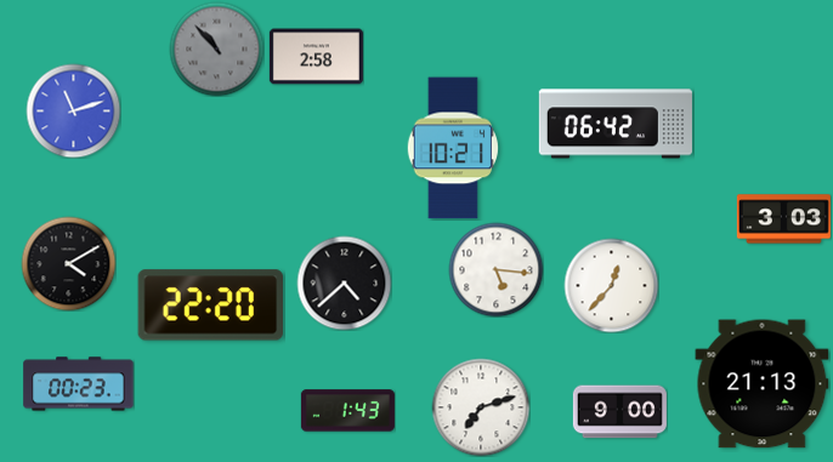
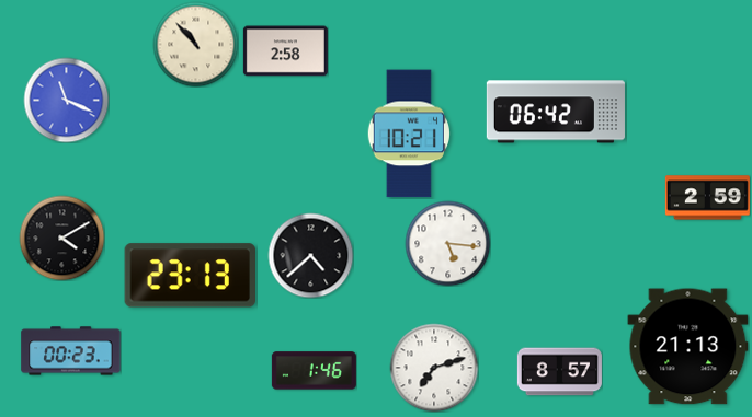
clock at (216, 49) dial: grey -> cream
clock at (73, 110): 11:12 -> 11:19
clock at (783, 219): 3:03 -> 2:59
clock at (611, 285): 12:37 -> none
clock at (211, 306): 22:20 -> 23:13
clock at (79, 384) position: (79, 384) -> (71, 351)
clock at (347, 411): 1:43 -> 1:46
clock at (619, 412): 9:00 -> 8:57
